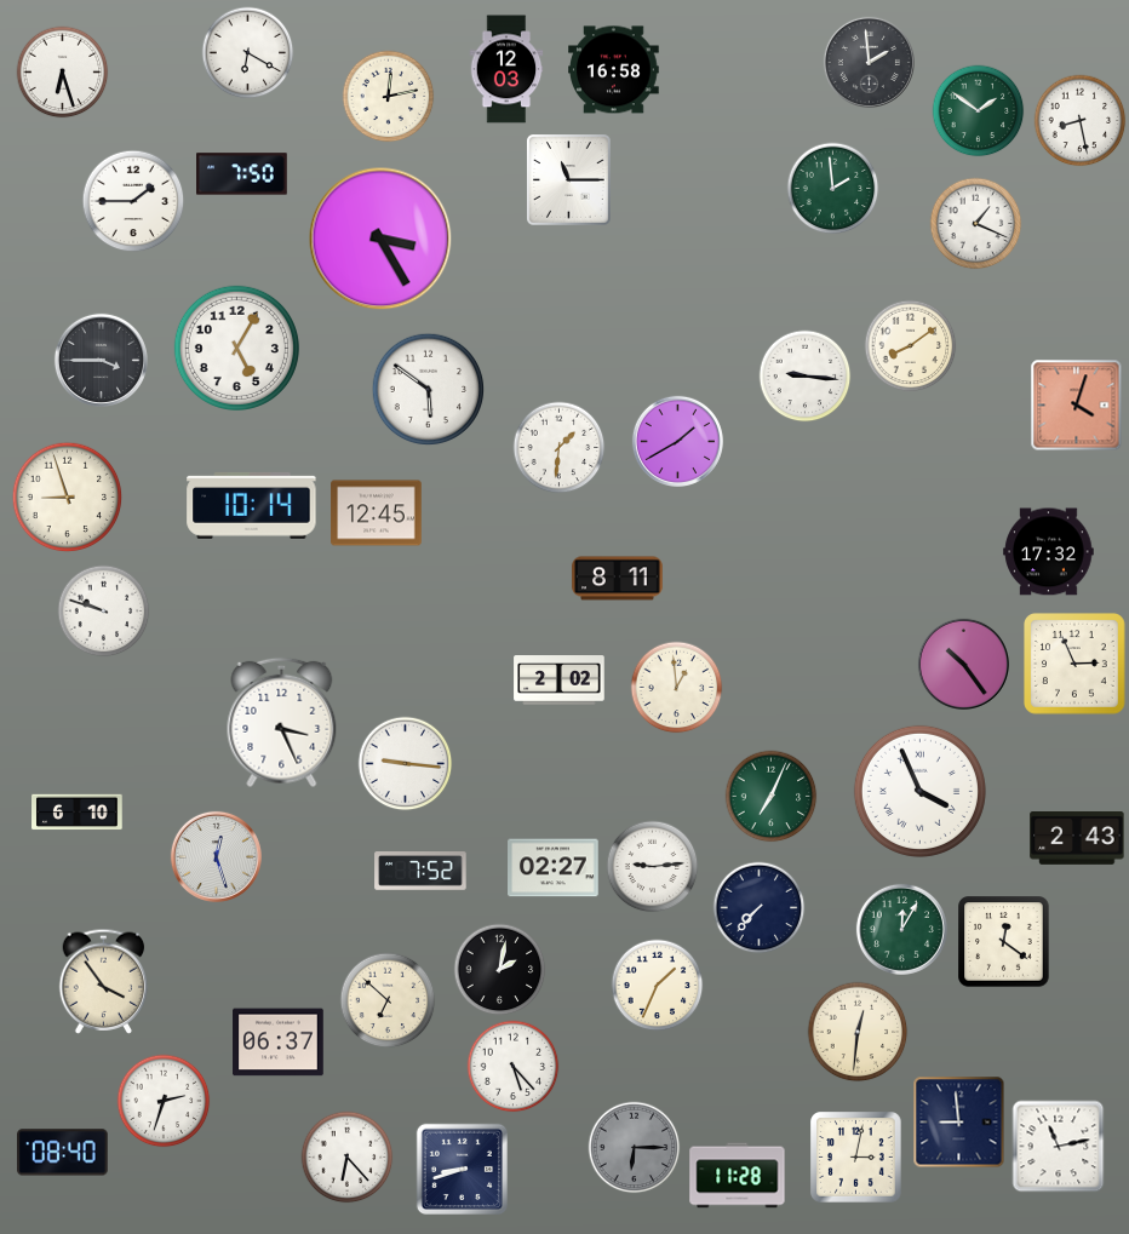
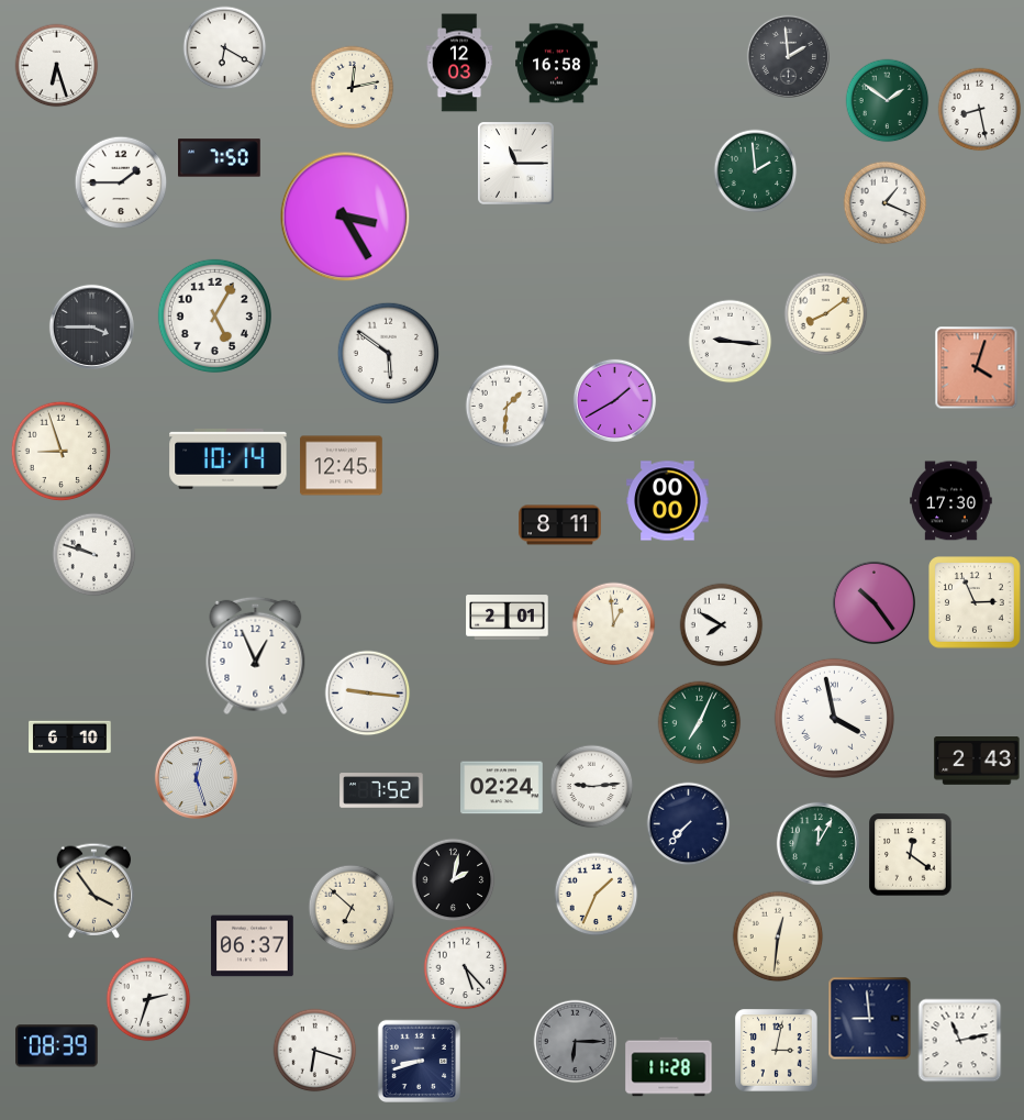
clock at (668, 501): none -> 00:00
clock at (1049, 552): 17:32 -> 17:30
clock at (560, 681): 2:02 -> 2:01
clock at (722, 625): none -> 7:50
clock at (282, 723): 3:26 -> 12:56
clock at (919, 791): 3:56 -> 3:58
clock at (554, 868): 02:27 -> 02:24
clock at (63, 1153): 08:40 -> 08:39
clock at (348, 1158): 6:23 -> 6:18
